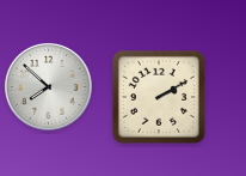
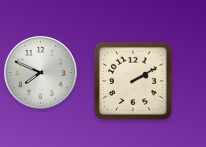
clock at (48, 86): 7:52 -> 7:49
